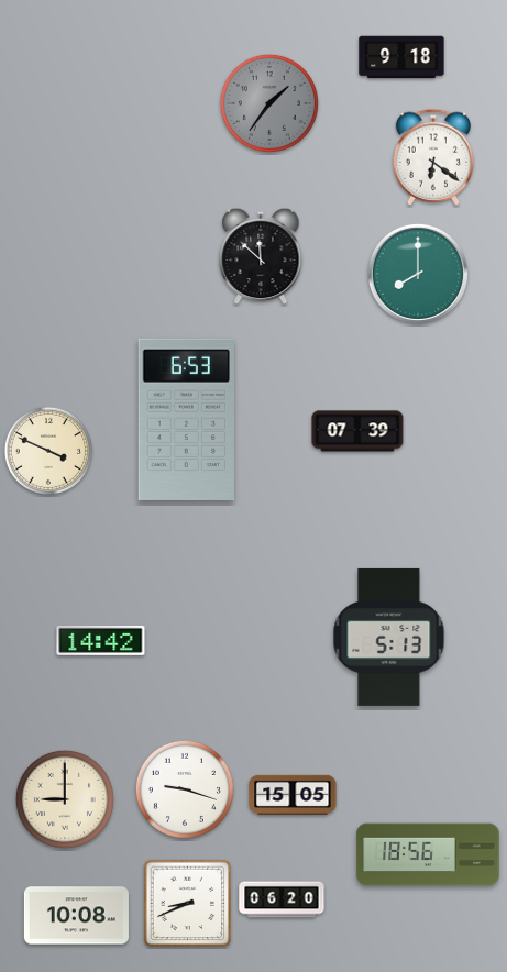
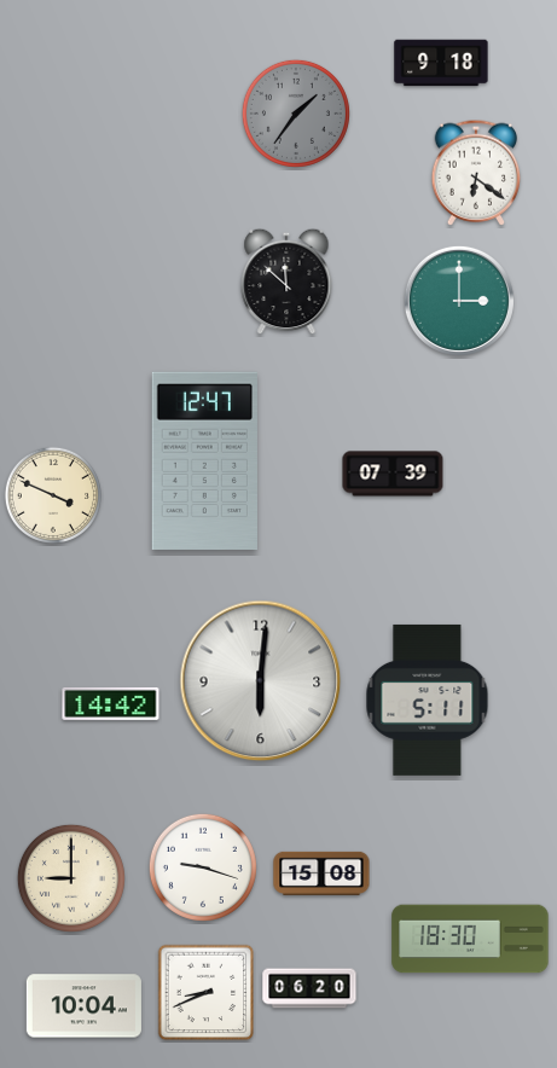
clock at (418, 274): 8:00 -> 3:00
clock at (186, 419): 6:53 -> 12:47
clock at (261, 681): none -> 6:01
clock at (389, 637): 5:13 -> 5:11
clock at (293, 795): 15:05 -> 15:08
clock at (428, 854): 18:56 -> 18:30
clock at (76, 916): 10:08 -> 10:04
